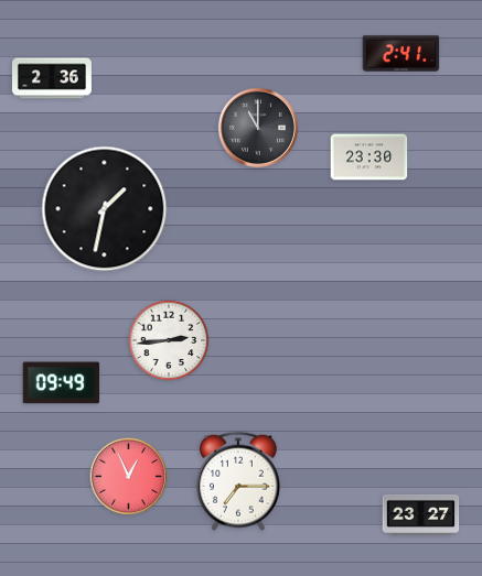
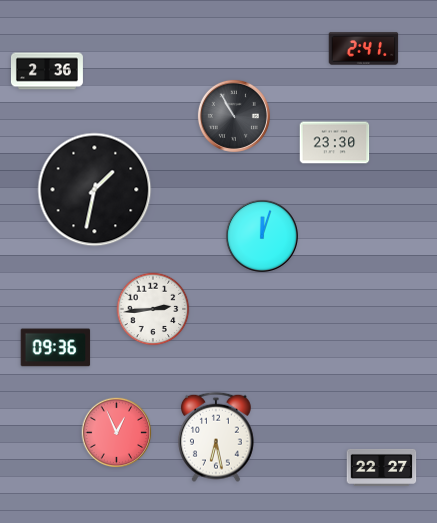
clock at (258, 128): 11:00 -> 10:55
clock at (262, 236): none -> 12:03
clock at (62, 383): 09:49 -> 09:36
clock at (238, 481): 7:15 -> 6:28
clock at (421, 514): 23:27 -> 22:27
